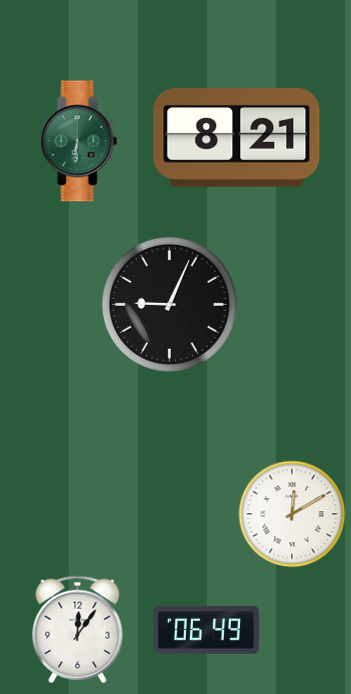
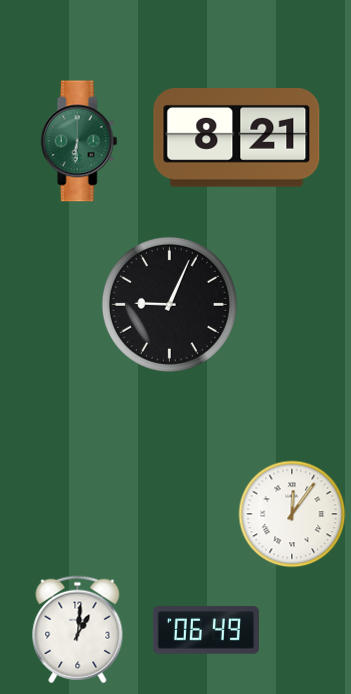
clock at (292, 514): 12:10 -> 12:06
clock at (78, 630): 12:06 -> 1:01
